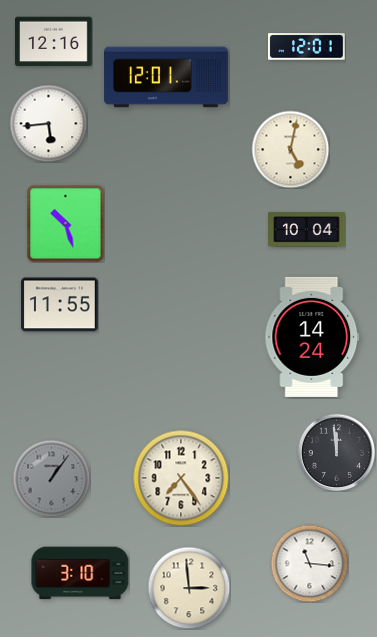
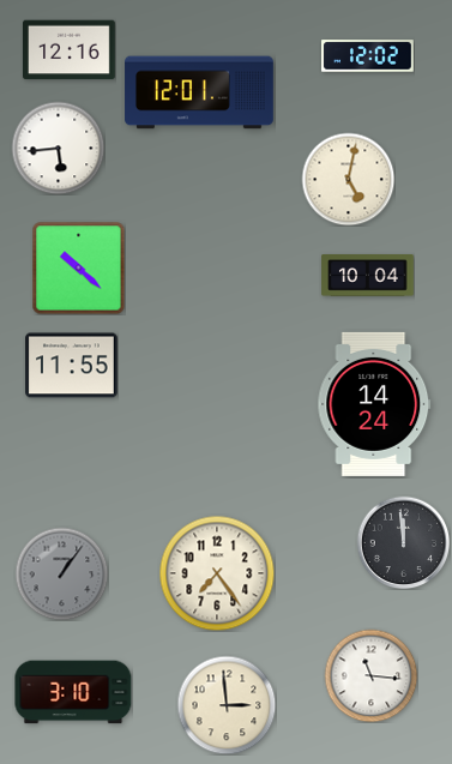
clock at (54, 42) position: (54, 42) -> (70, 50)
clock at (307, 47): 12:01 -> 12:02
clock at (65, 223): 10:27 -> 10:22
clock at (80, 573) position: (80, 573) -> (73, 692)
